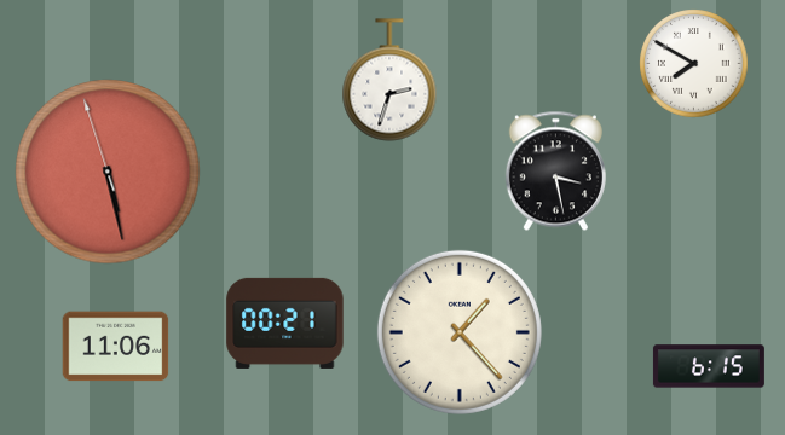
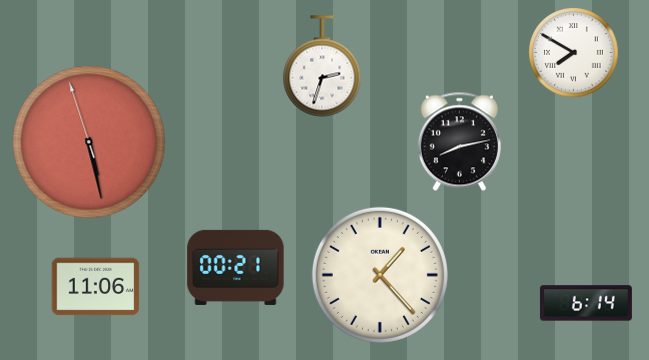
clock at (555, 172): 3:28 -> 8:13
clock at (709, 366): 6:15 -> 6:14
